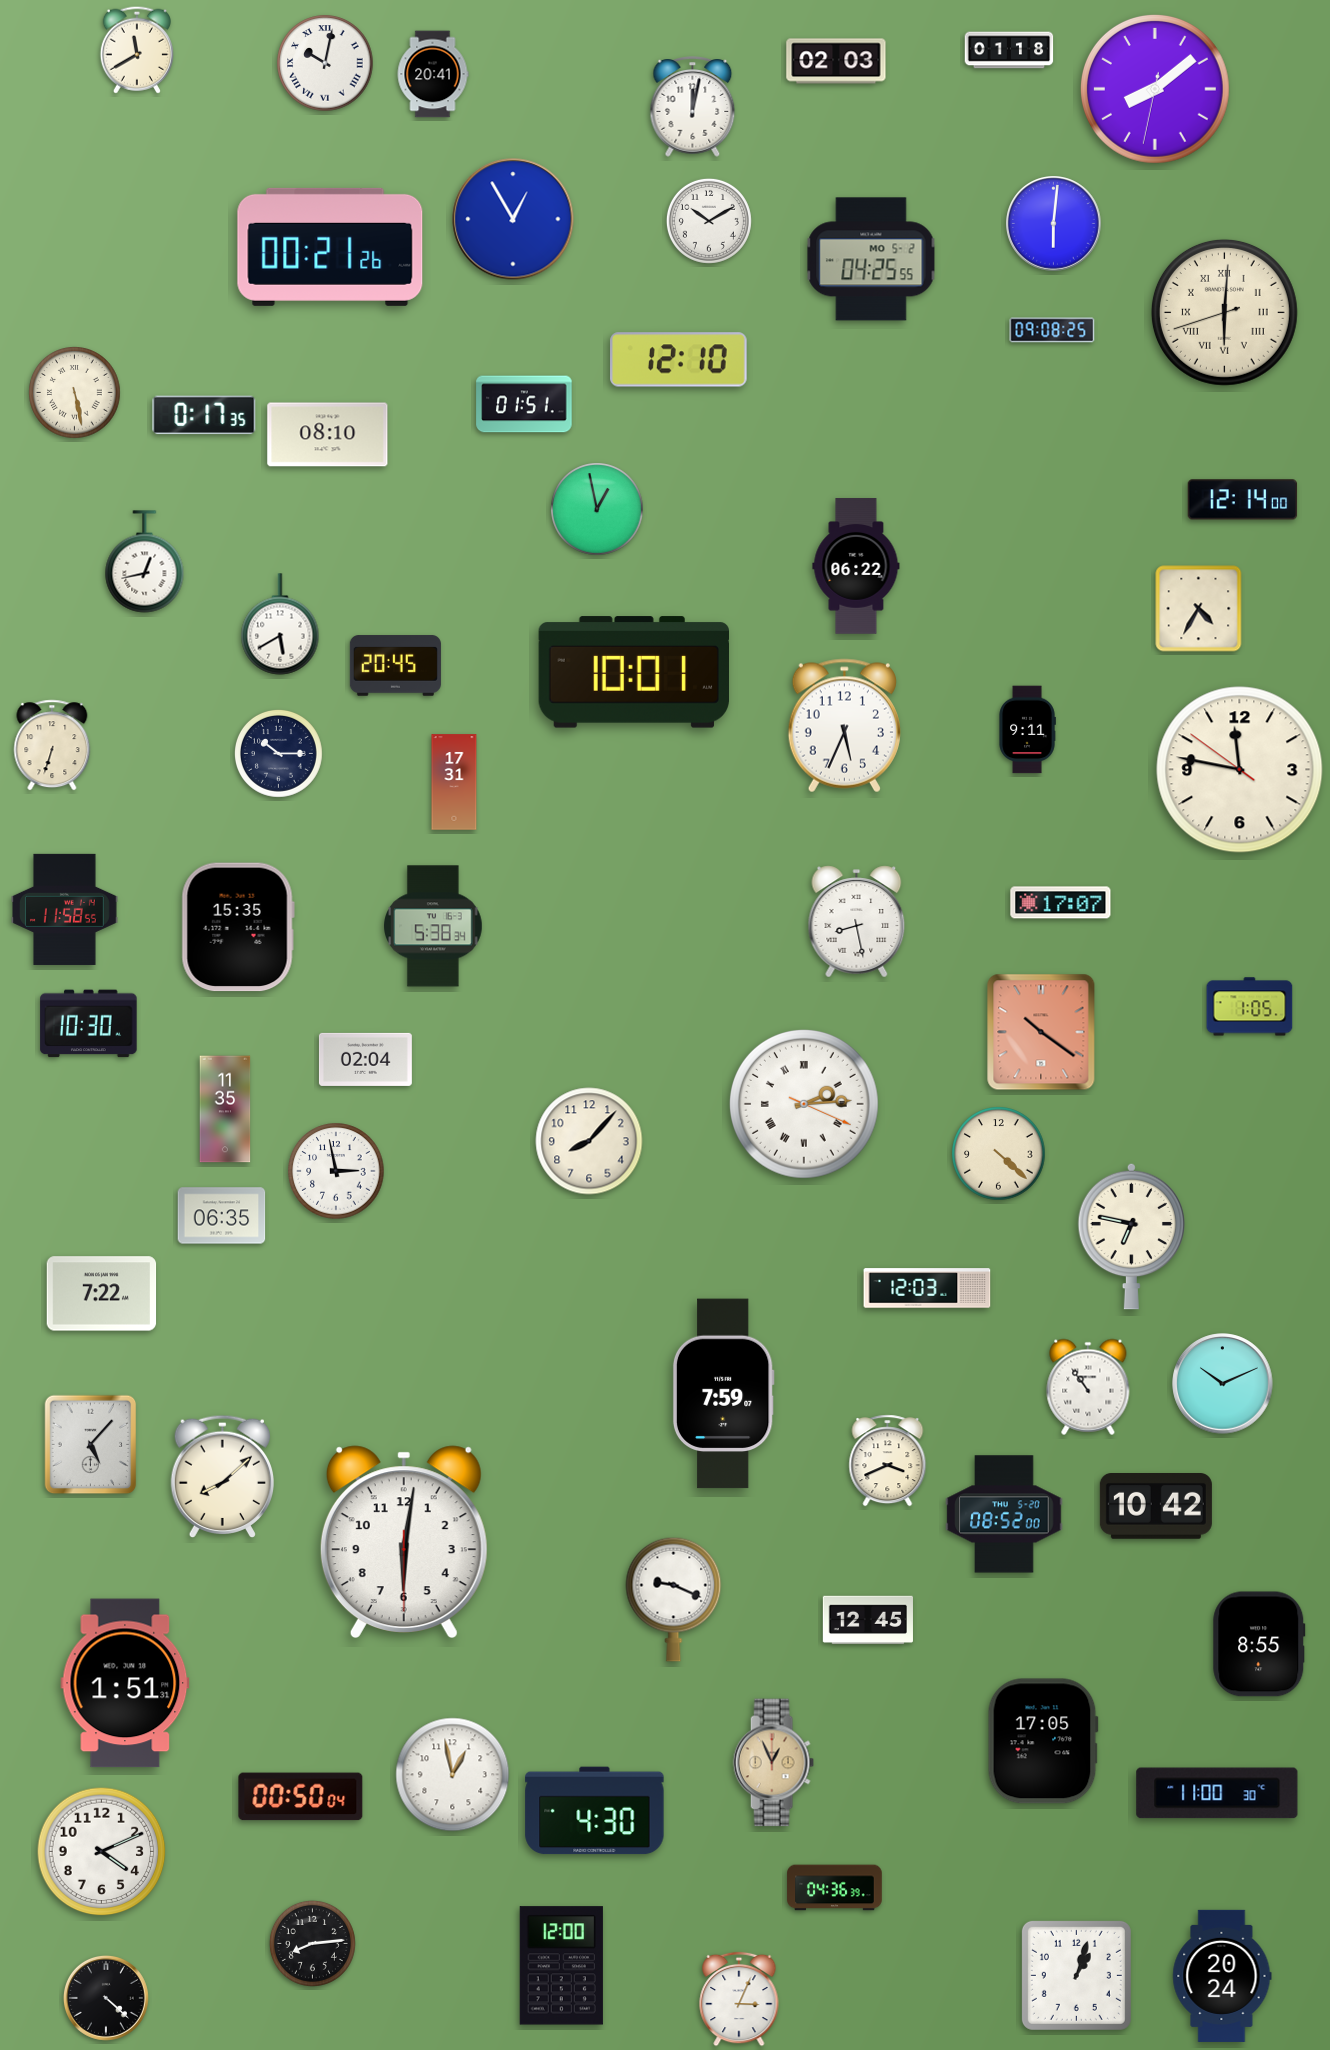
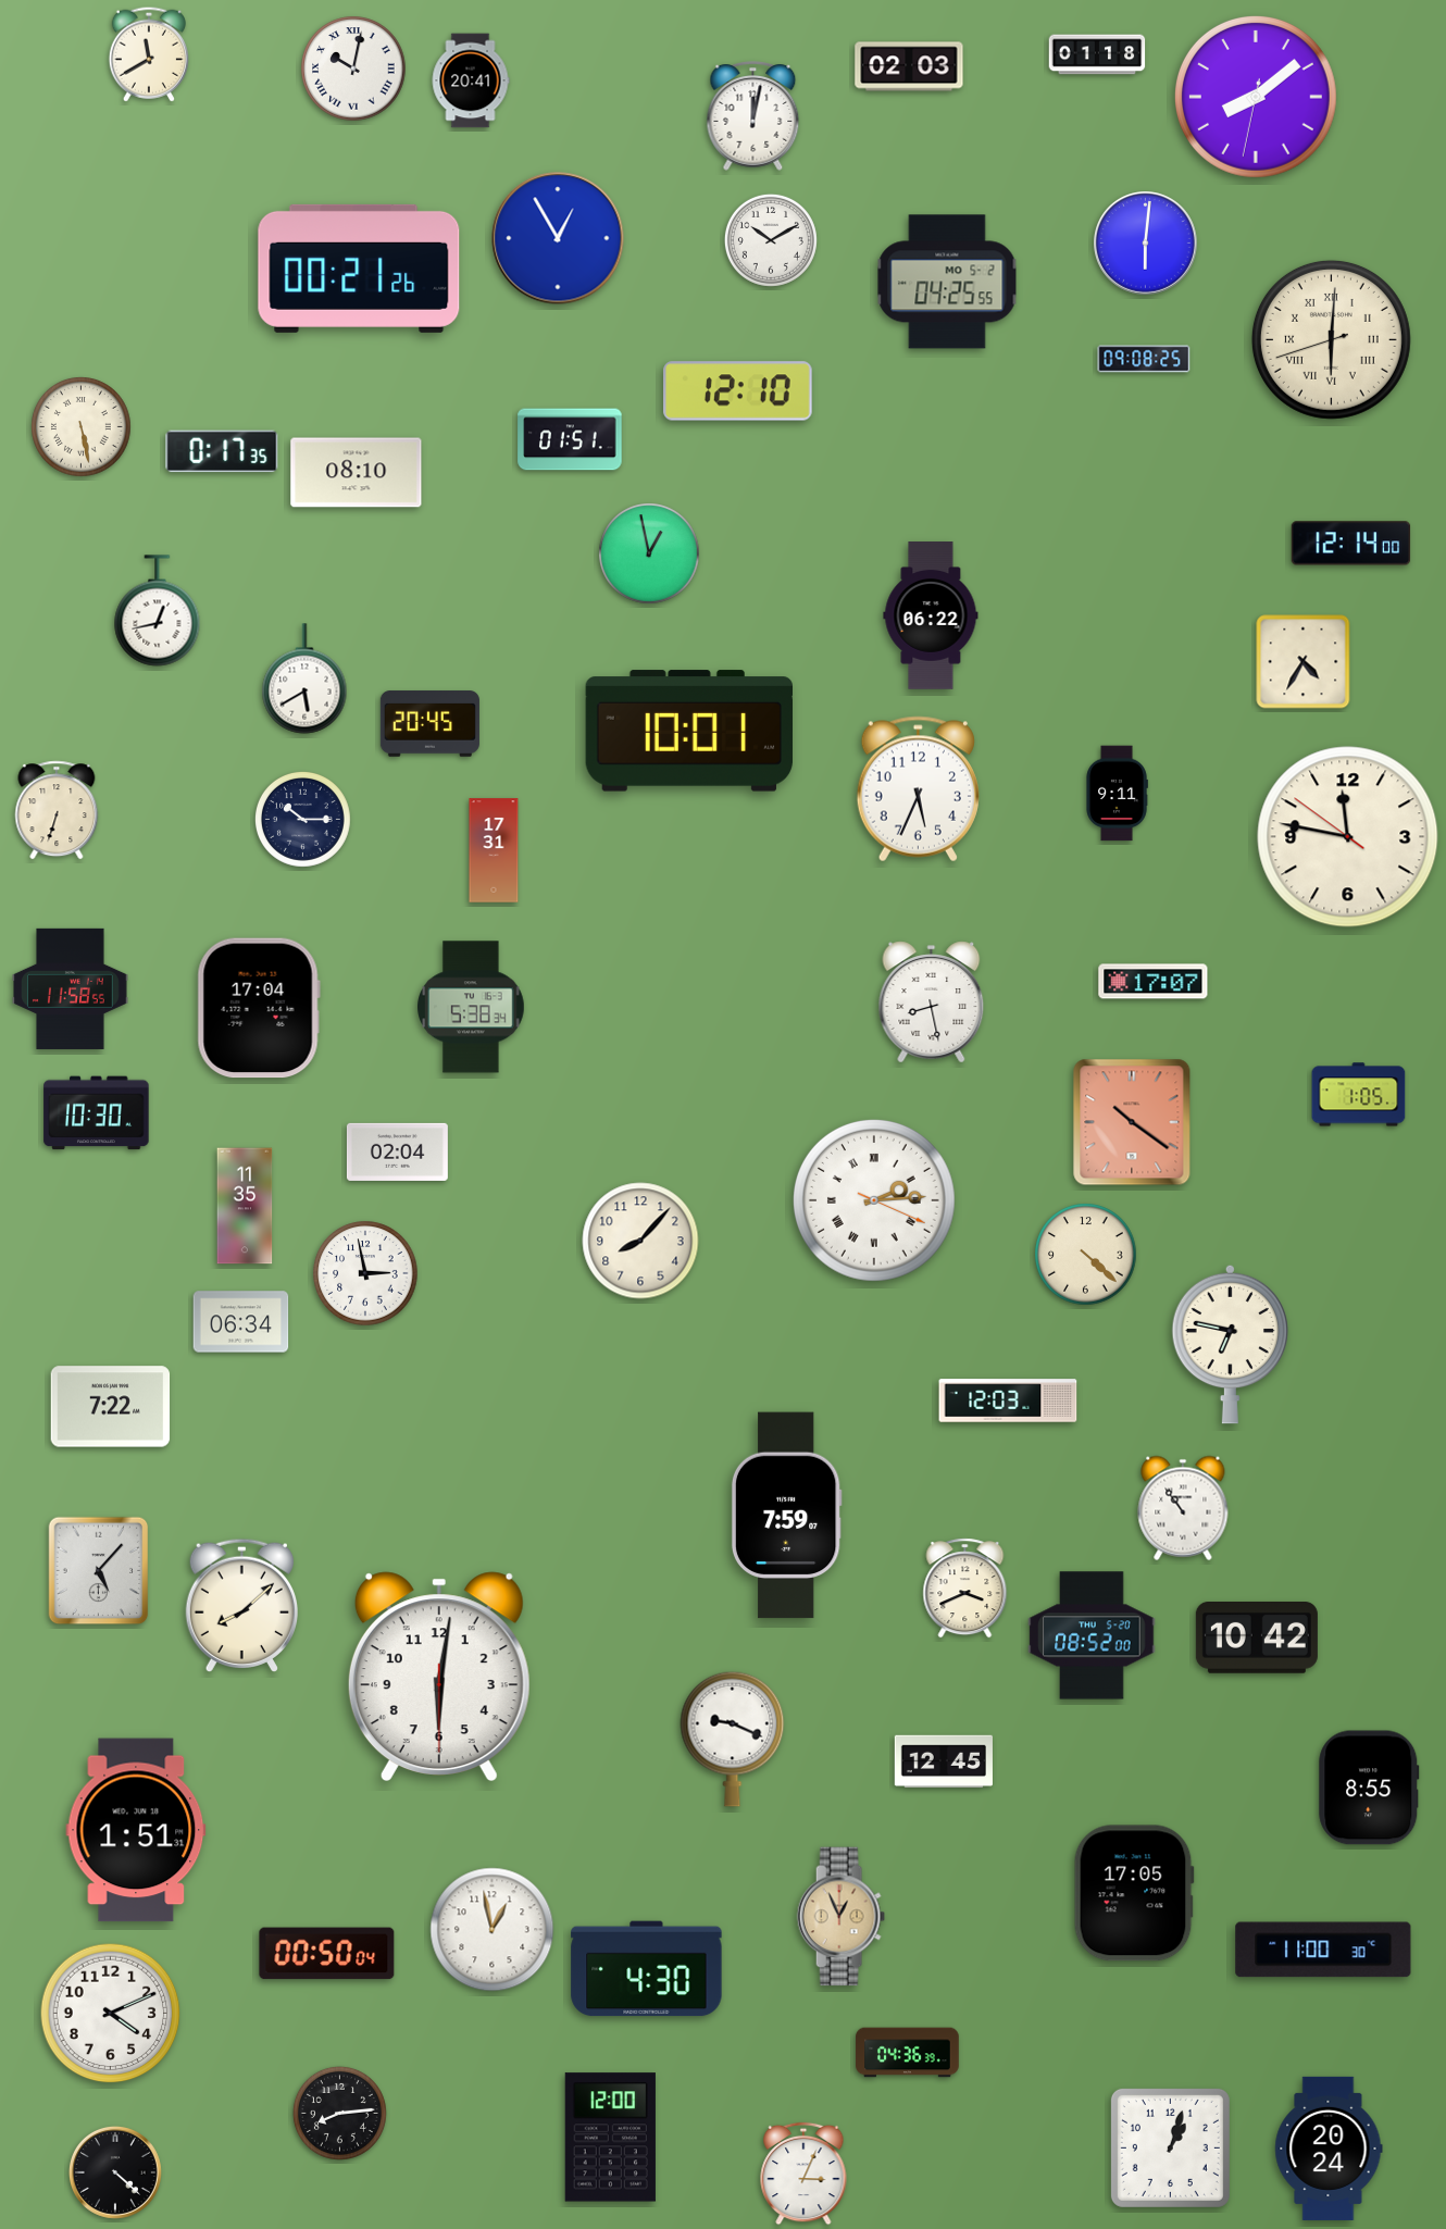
clock at (238, 927): 15:35 -> 17:04
clock at (222, 1216): 06:35 -> 06:34
clock at (1223, 1384): 10:11 -> none
clock at (1004, 1514) position: (1004, 1514) -> (1092, 1635)
